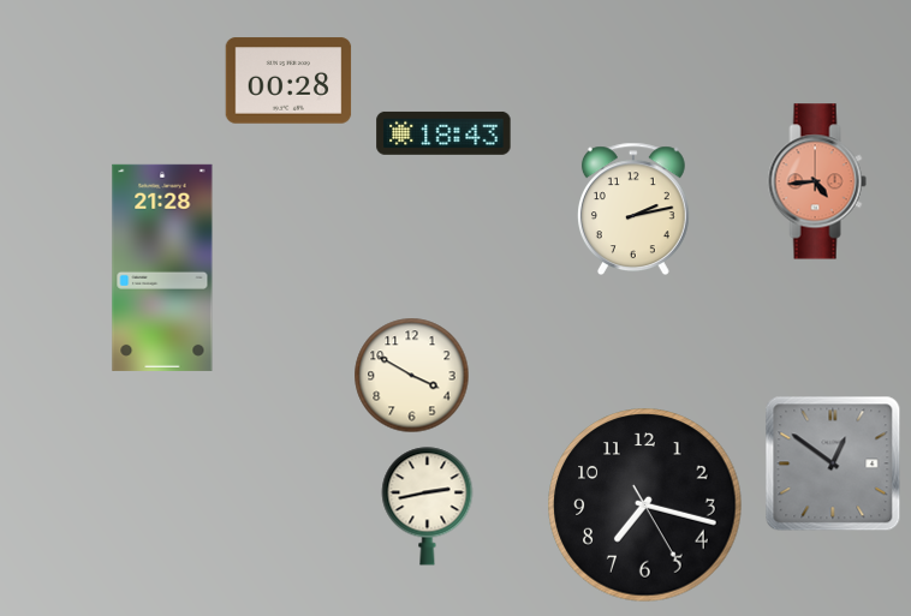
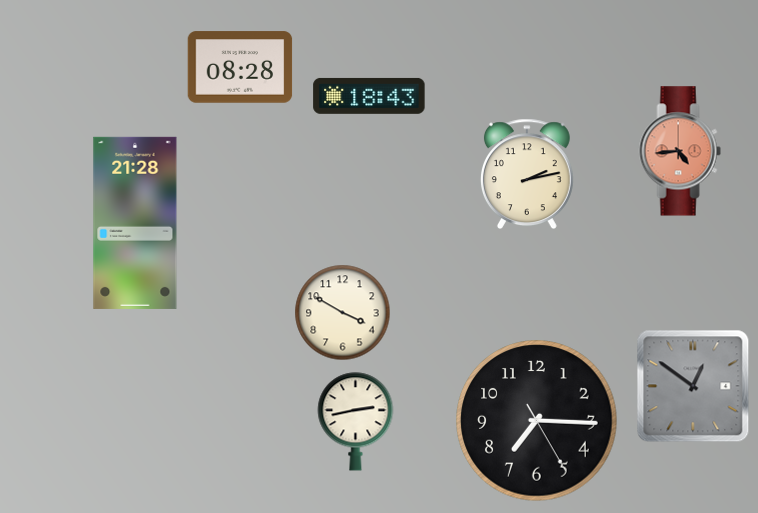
clock at (288, 80): 00:28 -> 08:28
clock at (443, 133) position: (443, 133) -> (369, 96)
clock at (645, 506): 7:17 -> 7:15
